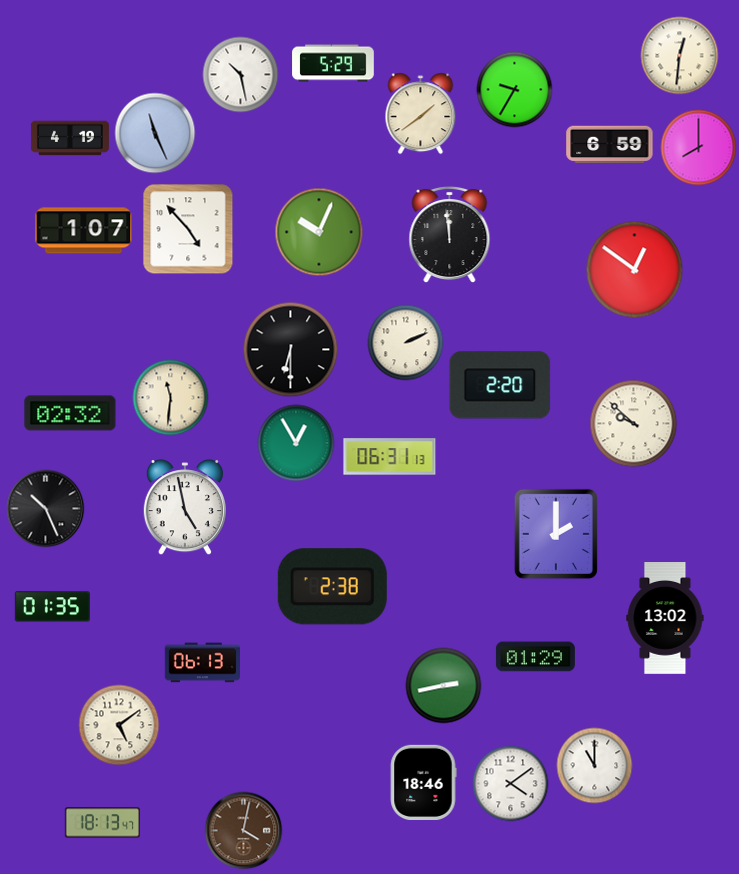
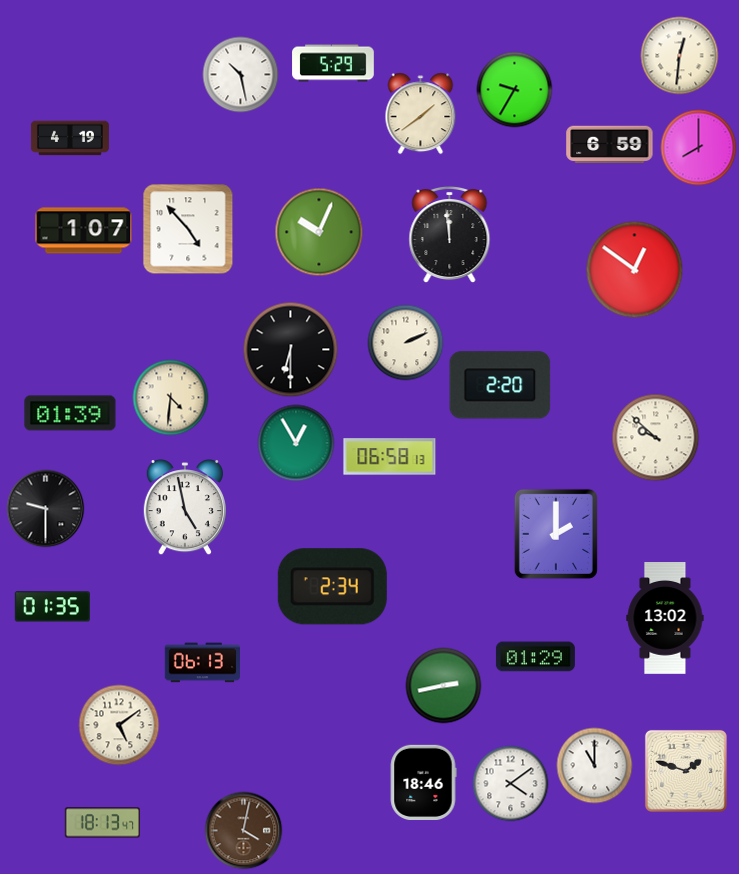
clock at (155, 133): 11:26 -> none
clock at (171, 398): 11:31 -> 4:31
clock at (70, 413): 02:32 -> 01:39
clock at (634, 424) position: (634, 424) -> (656, 438)
clock at (390, 457): 06:31 -> 06:58
clock at (46, 509): 10:26 -> 9:30
clock at (332, 587): 2:38 -> 2:34
clock at (686, 771): none -> 1:48
